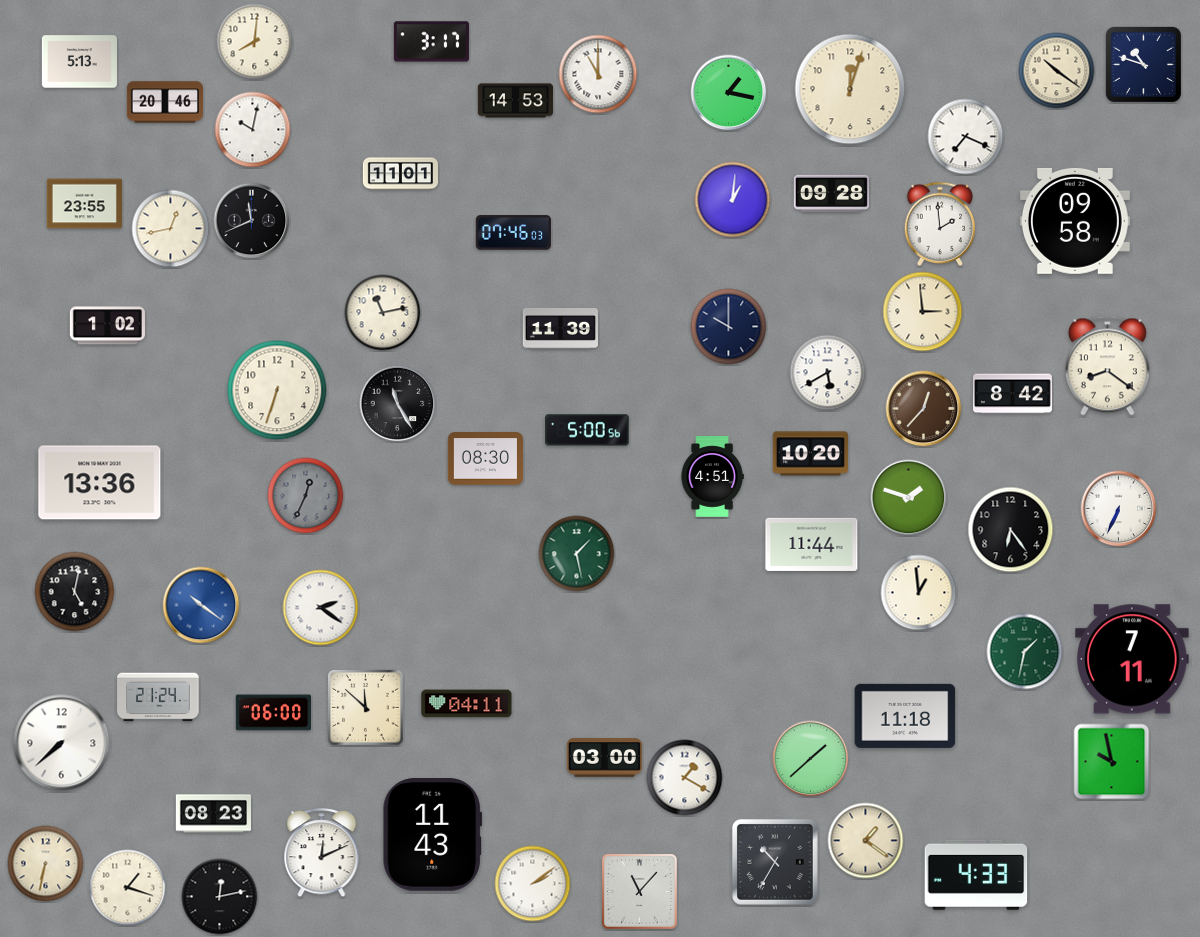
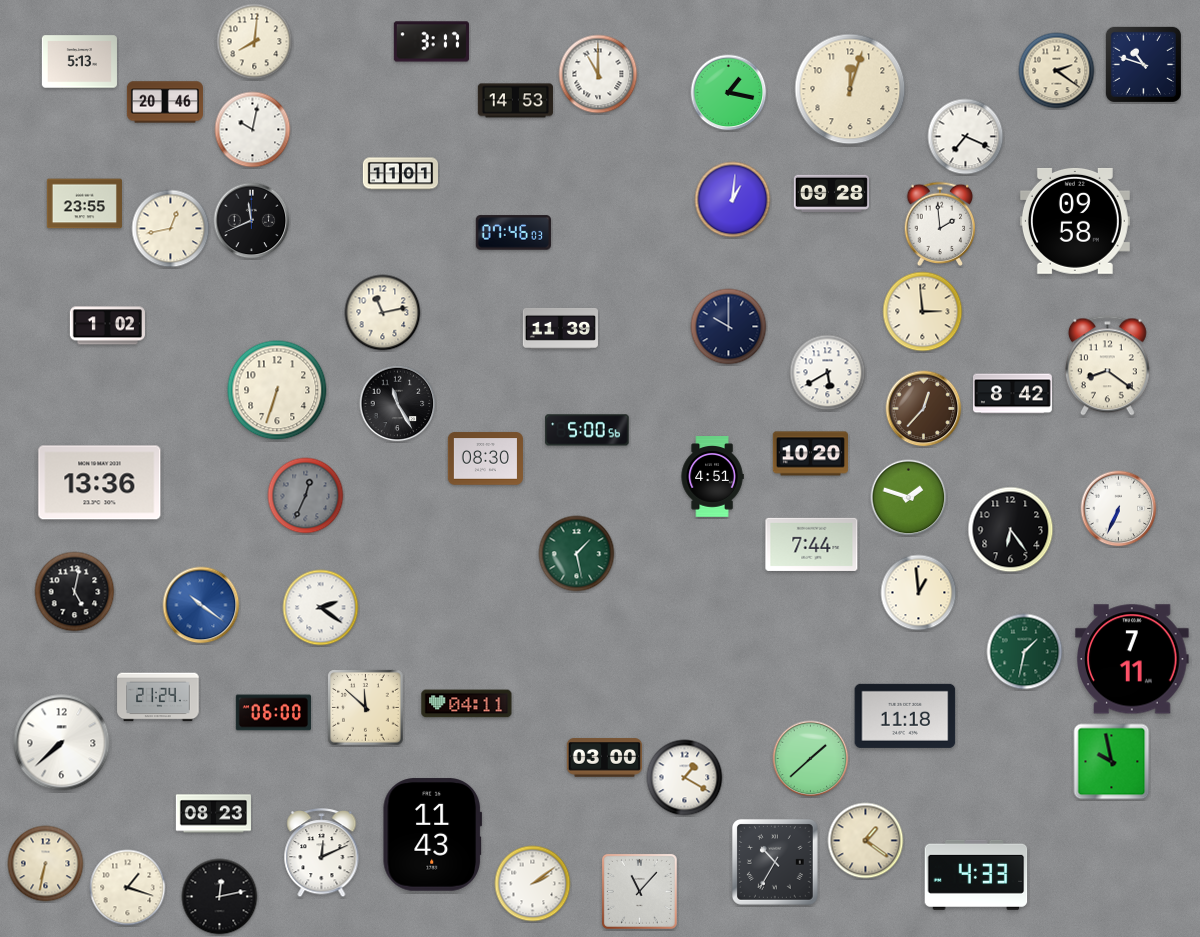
clock at (1057, 71): 10:21 -> 2:21
clock at (812, 544): 11:44 -> 7:44
